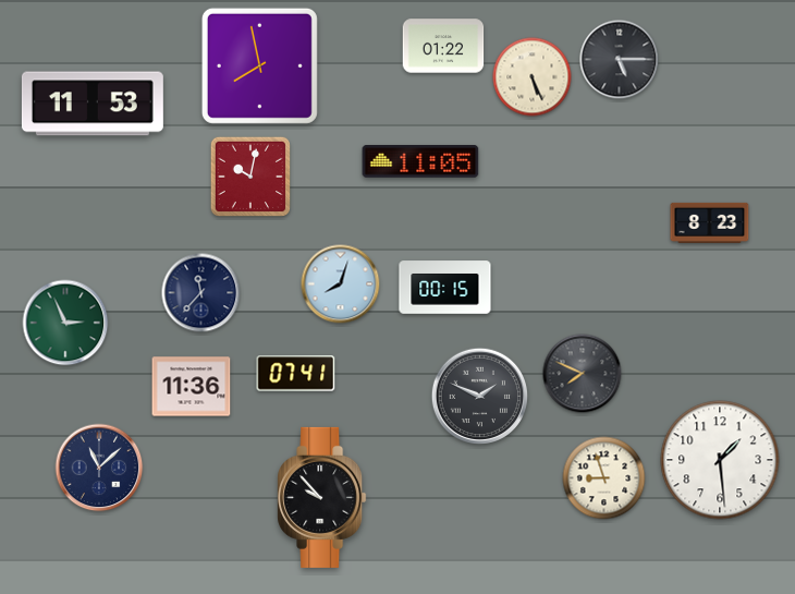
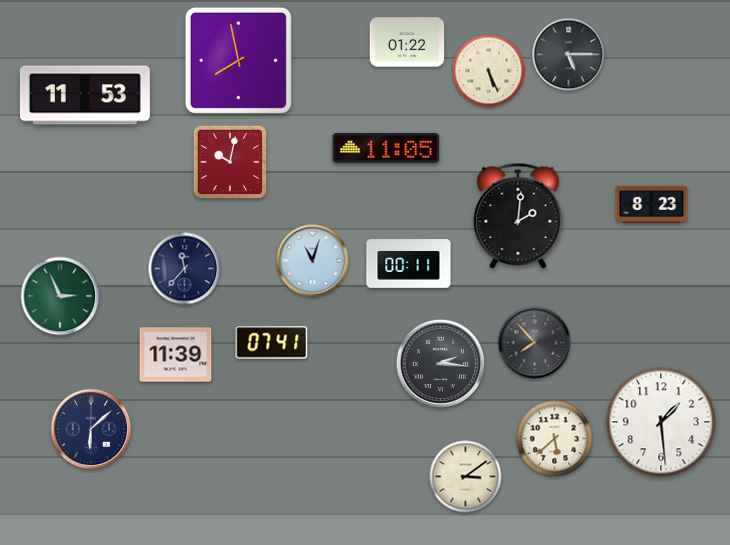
clock at (518, 216): none -> 2:01
clock at (341, 284): 8:03 -> 11:03
clock at (445, 288): 00:15 -> 00:11
clock at (583, 374): 7:49 -> 7:53
clock at (192, 387): 11:36 -> 11:39
clock at (480, 397): 1:49 -> 2:16
clock at (99, 468): 11:08 -> 6:08
clock at (604, 478): 8:57 -> 5:38
clock at (322, 497): 9:53 -> none
clock at (466, 477): none -> 3:09
